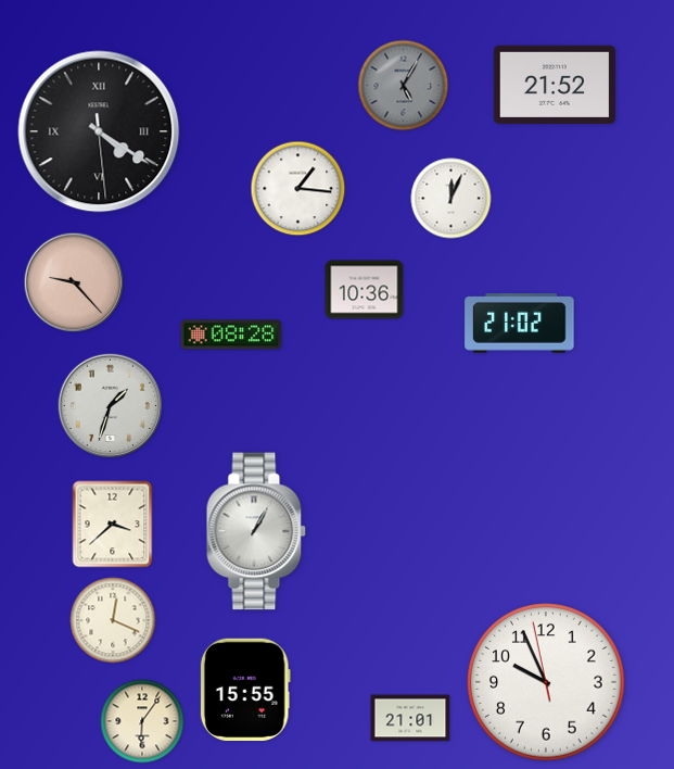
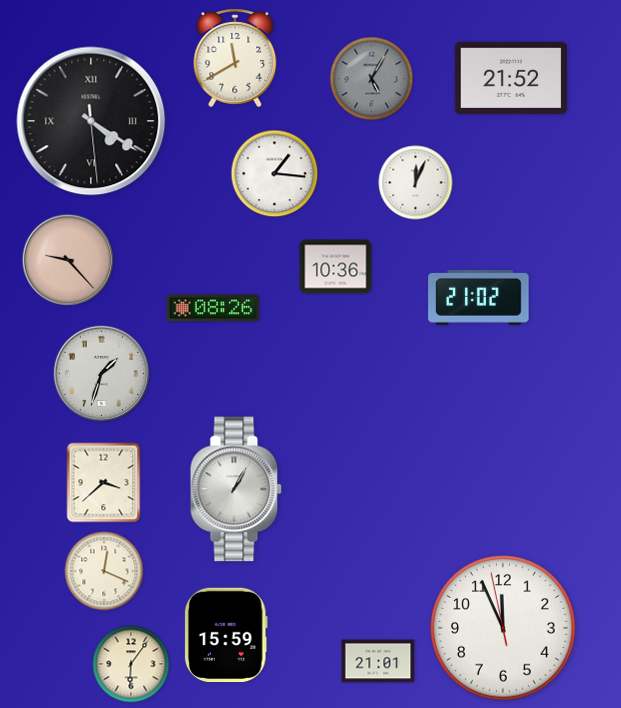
clock at (235, 58): none -> 11:40
clock at (231, 335): 08:28 -> 08:26
clock at (546, 682): 9:55 -> 11:55
clock at (245, 690): 15:55 -> 15:59
